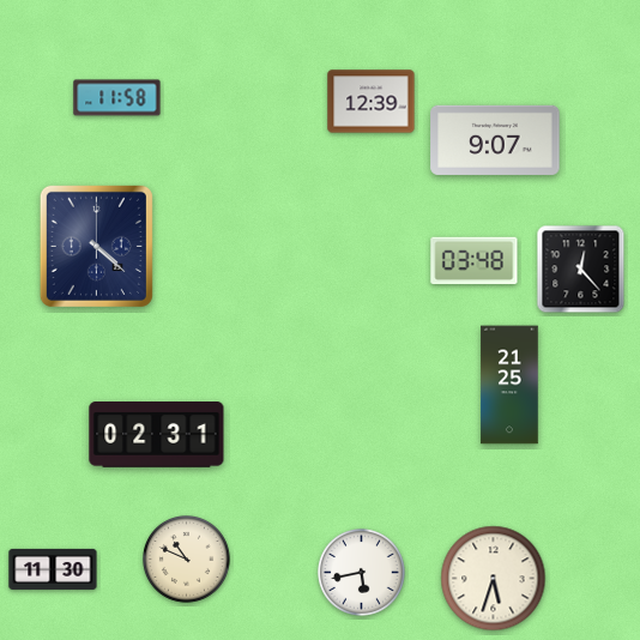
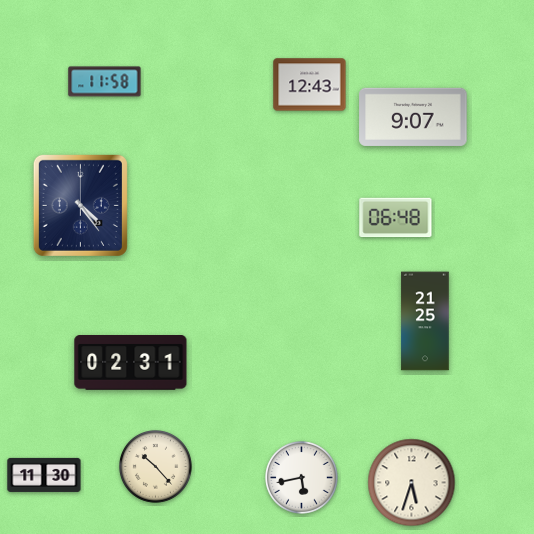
clock at (117, 98) position: (117, 98) -> (105, 82)
clock at (372, 102): 12:39 -> 12:43
clock at (96, 246): 4:22 -> 4:24
clock at (475, 261): 03:48 -> 06:48
clock at (581, 270): 12:23 -> none
clock at (187, 560): 10:49 -> 10:23
